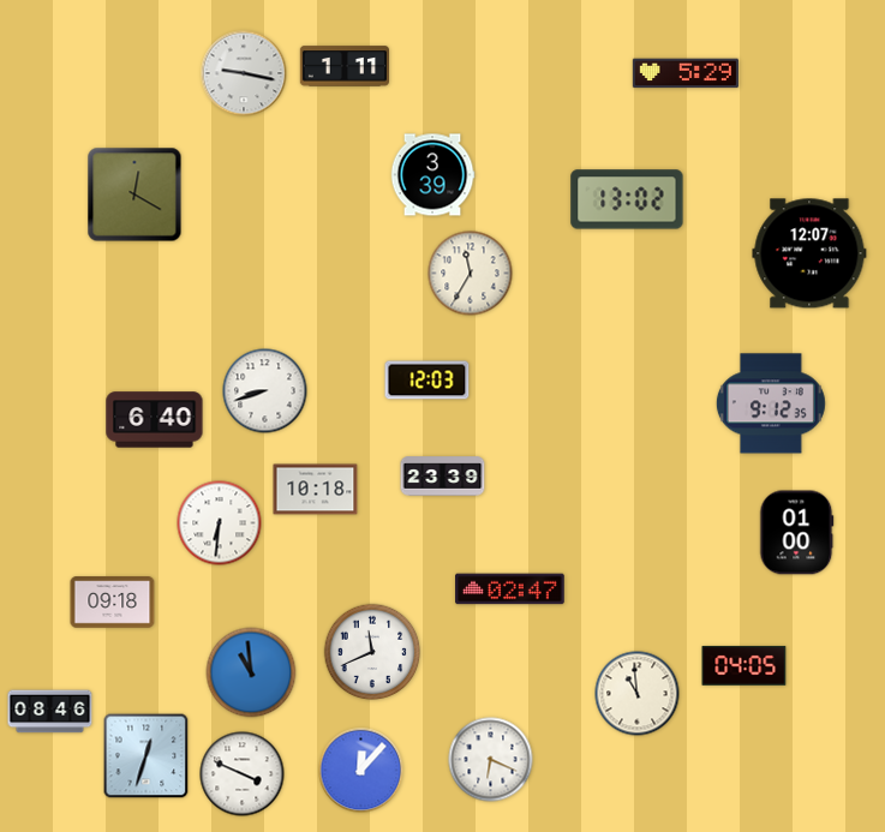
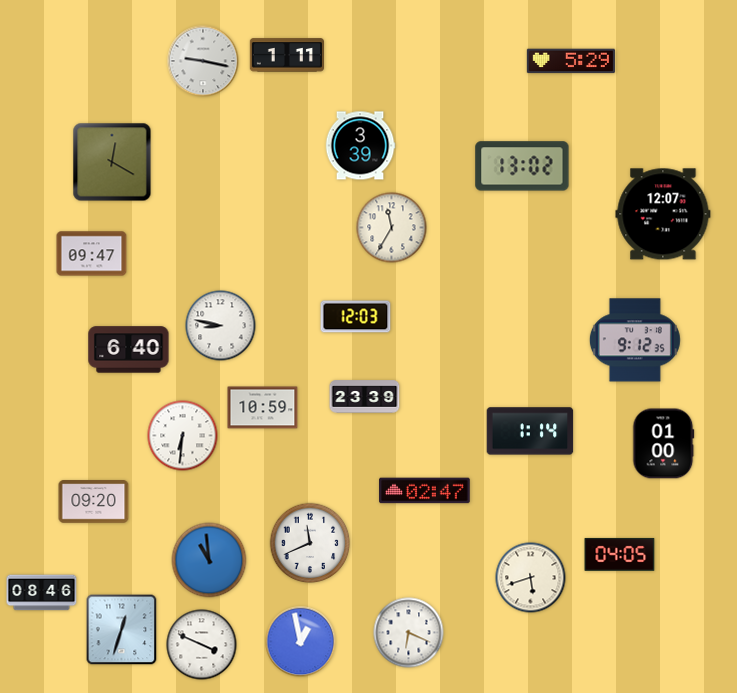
clock at (809, 253) position: (809, 253) -> (663, 214)
clock at (92, 254): none -> 09:47
clock at (265, 391): 8:42 -> 8:47
clock at (771, 403) position: (771, 403) -> (635, 340)
clock at (443, 477) position: (443, 477) -> (365, 397)
clock at (316, 490): 10:18 -> 10:59
clock at (530, 431): none -> 1:14
clock at (113, 603): 09:18 -> 09:20
clock at (638, 694): 10:59 -> 5:42
clock at (361, 771): 12:07 -> 12:58
